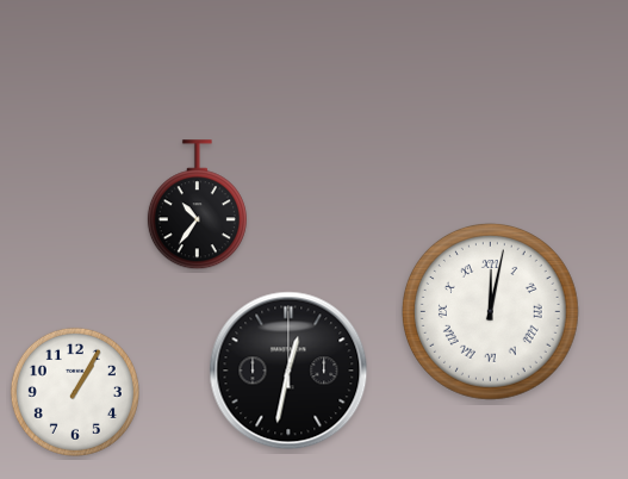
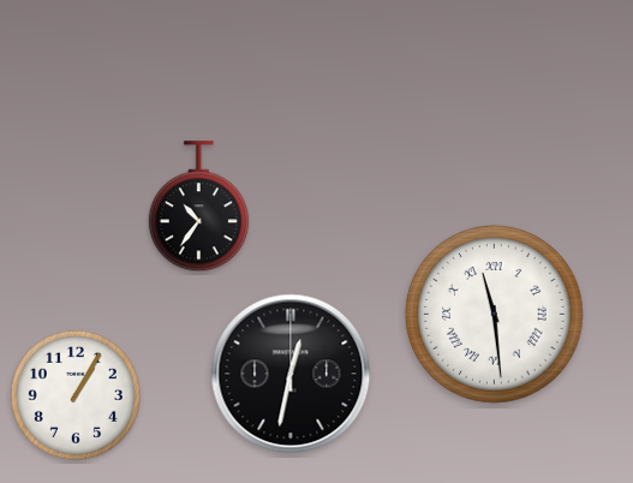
clock at (490, 311): 12:02 -> 11:29
